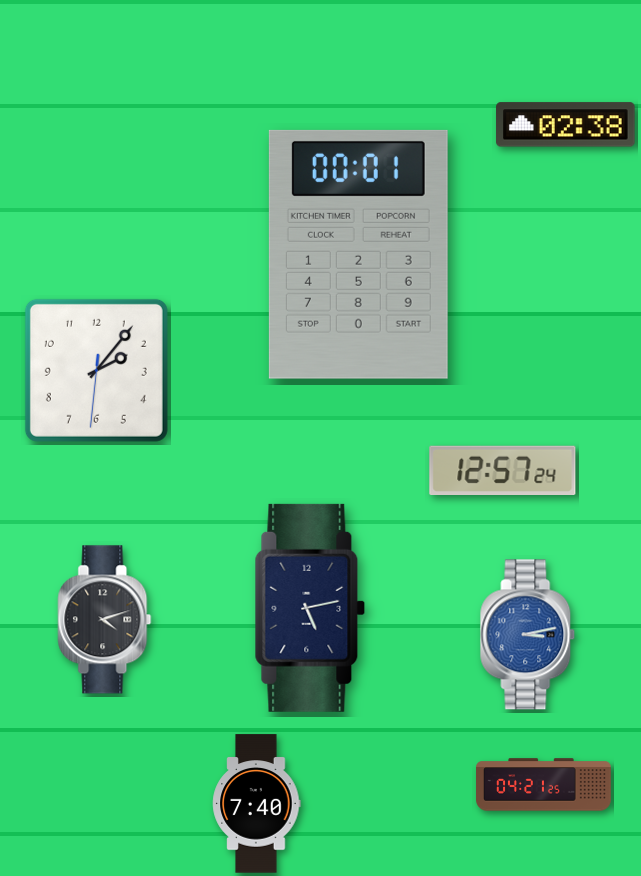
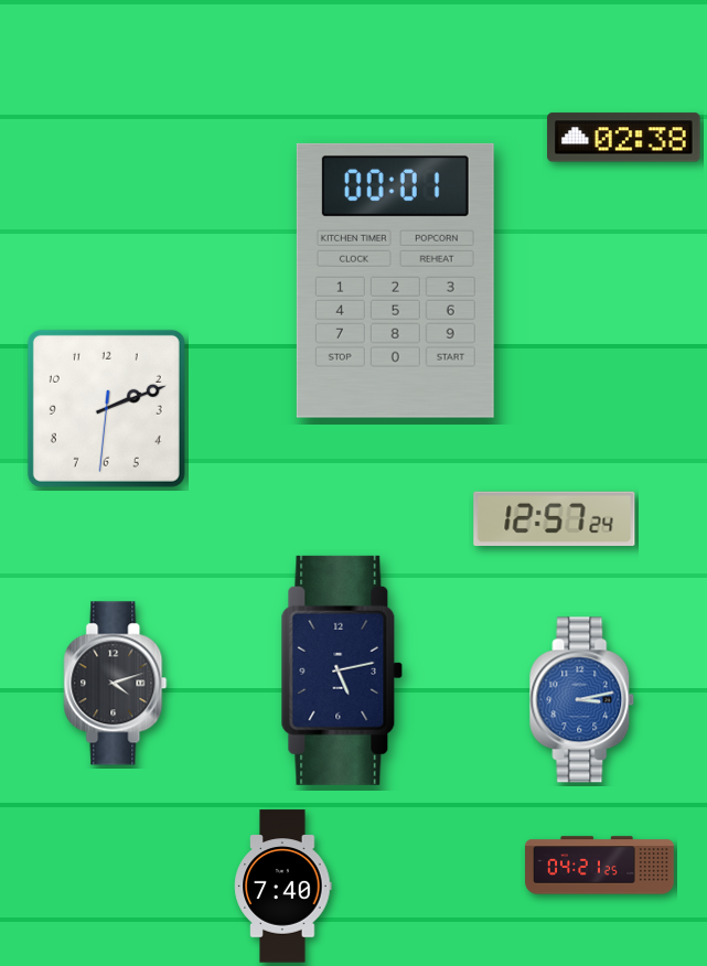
clock at (96, 370): 2:06 -> 2:11
